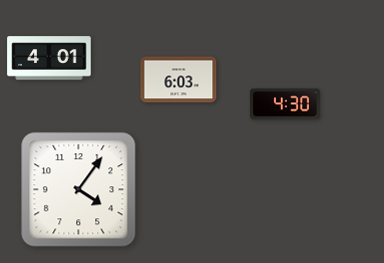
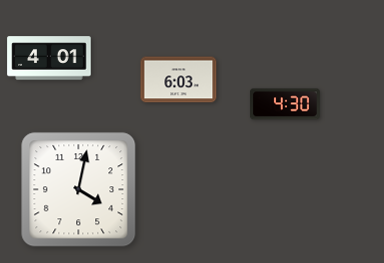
clock at (79, 190): 4:06 -> 4:02
